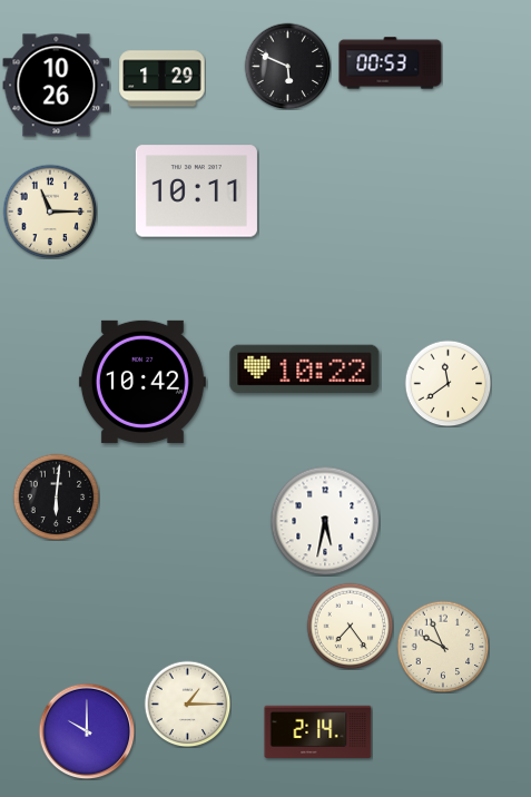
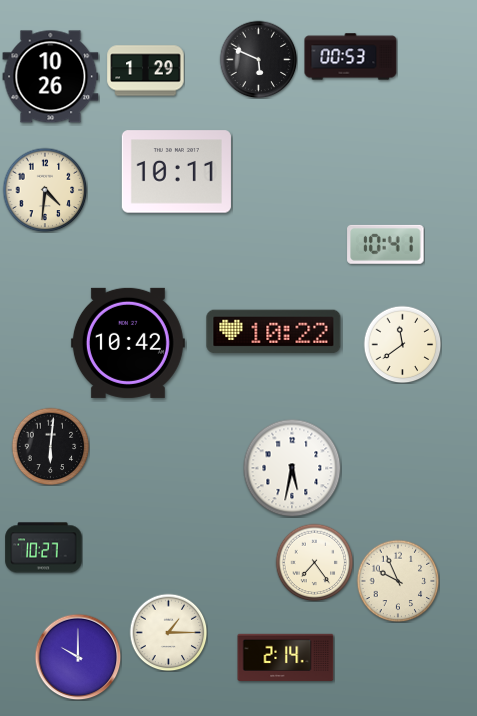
clock at (50, 211): 11:15 -> 4:31
clock at (386, 244): none -> 10:41
clock at (44, 548): none -> 10:27
